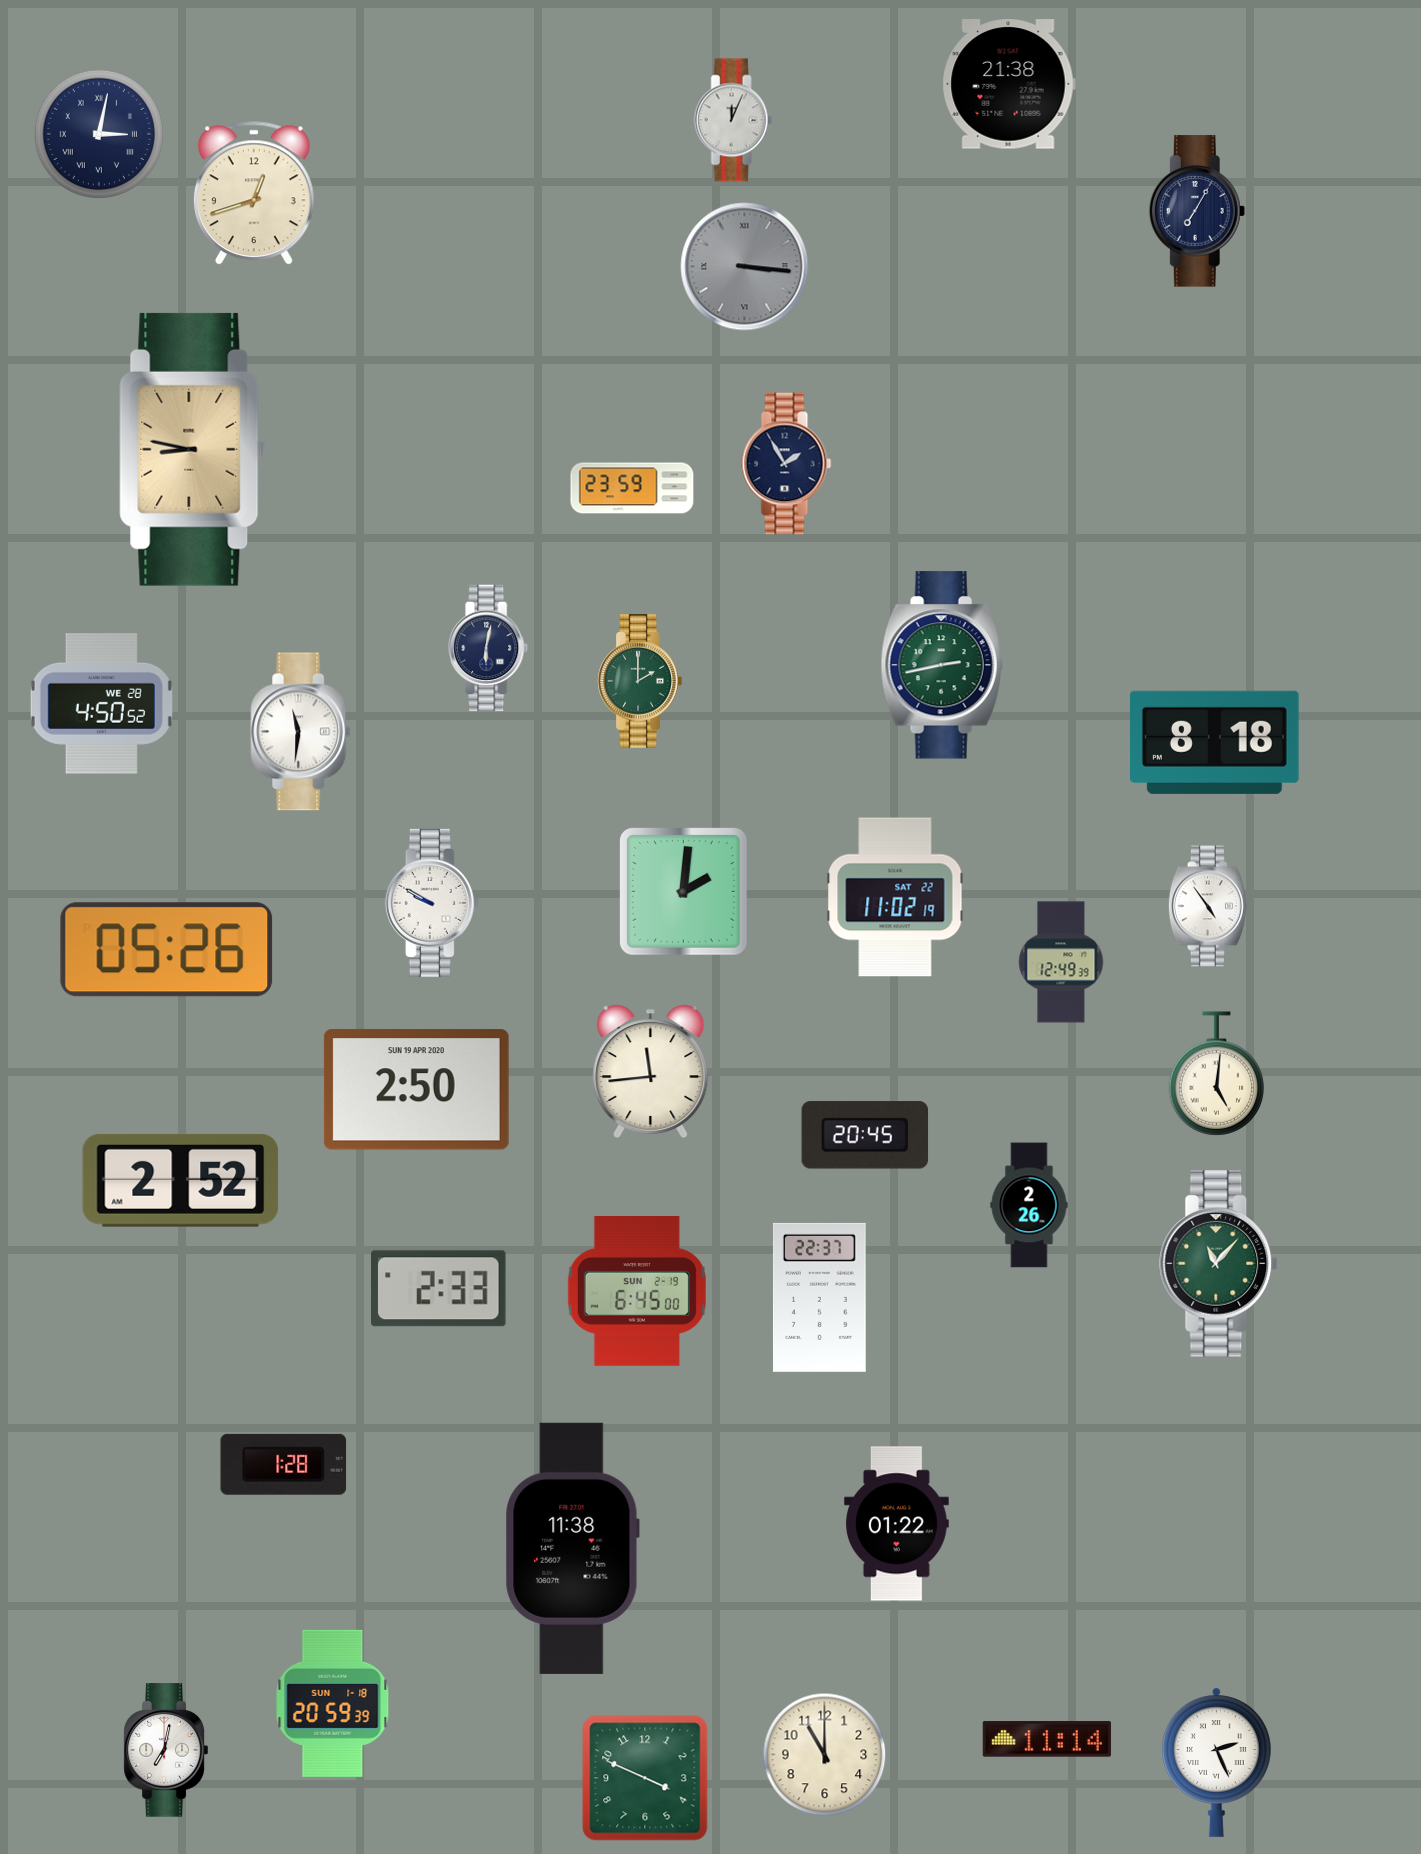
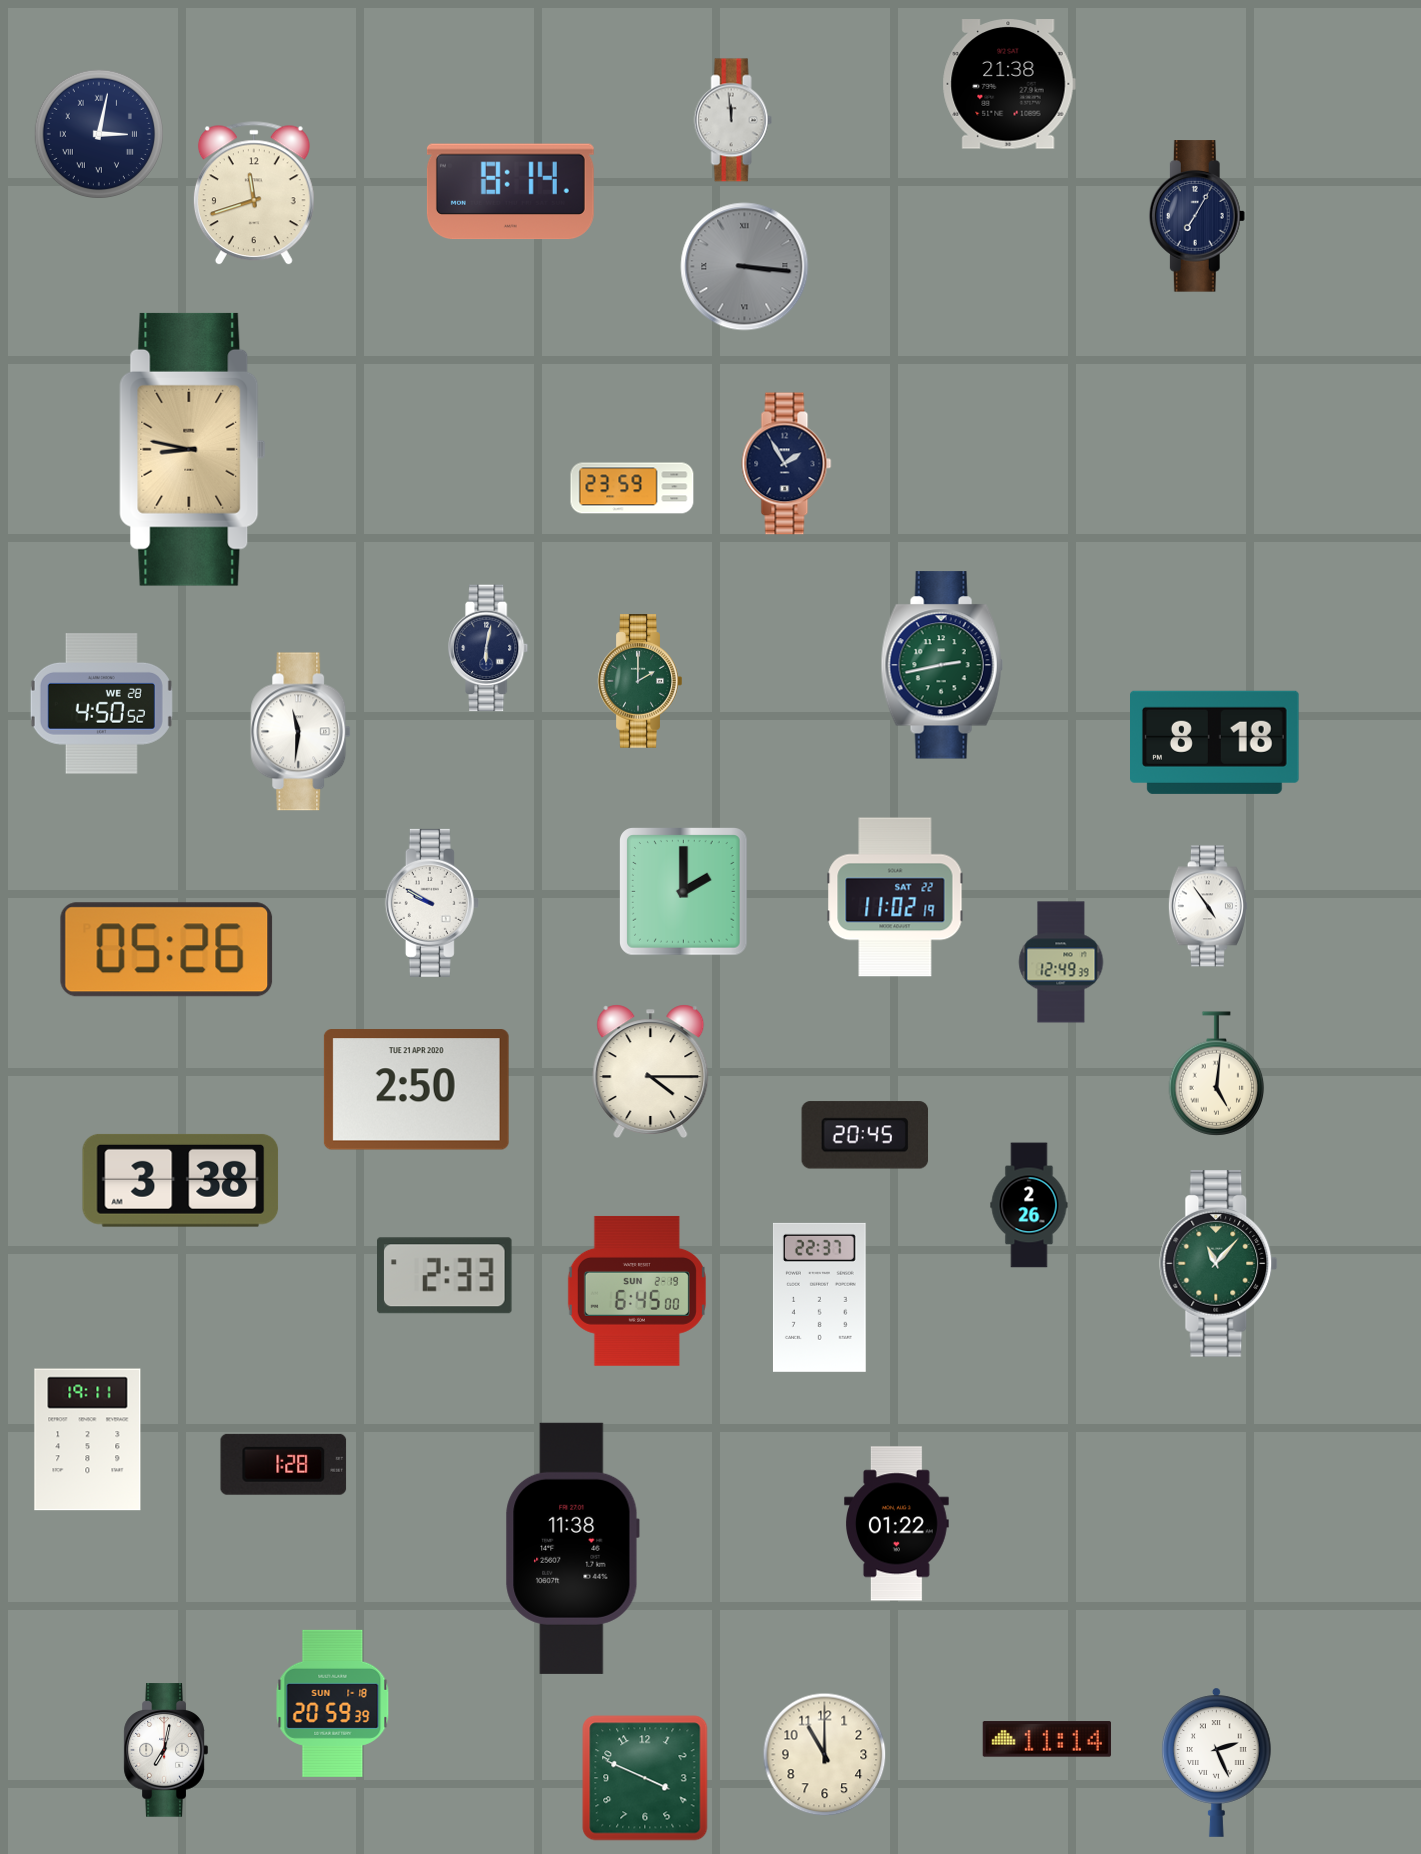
clock at (733, 120): 12:04 -> 11:59
clock at (510, 192): none -> 8:14
clock at (254, 194): 12:42 -> 11:42
clock at (1197, 211) position: (1197, 211) -> (1197, 216)
clock at (684, 892): 2:01 -> 2:00
clock at (651, 1071): 11:44 -> 4:15
clock at (416, 1090) date: SUN 19 APR 2020 -> TUE 21 APR 2020
clock at (181, 1180): 2:52 -> 3:38
clock at (439, 1289) position: (439, 1289) -> (445, 1276)
clock at (88, 1440): none -> 19:11
